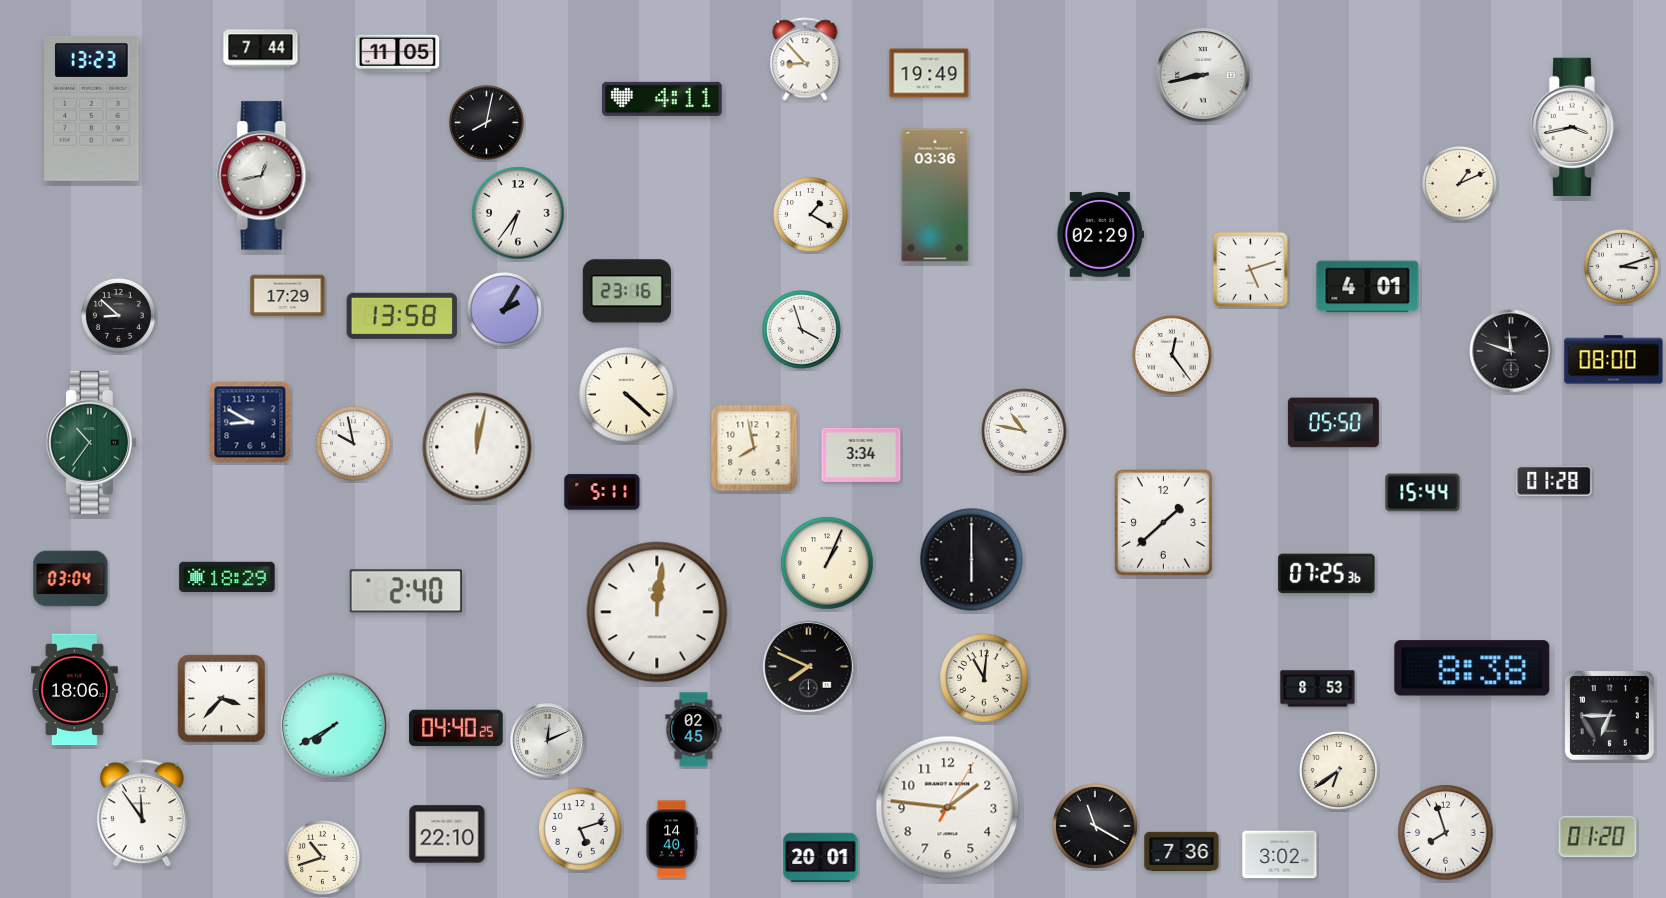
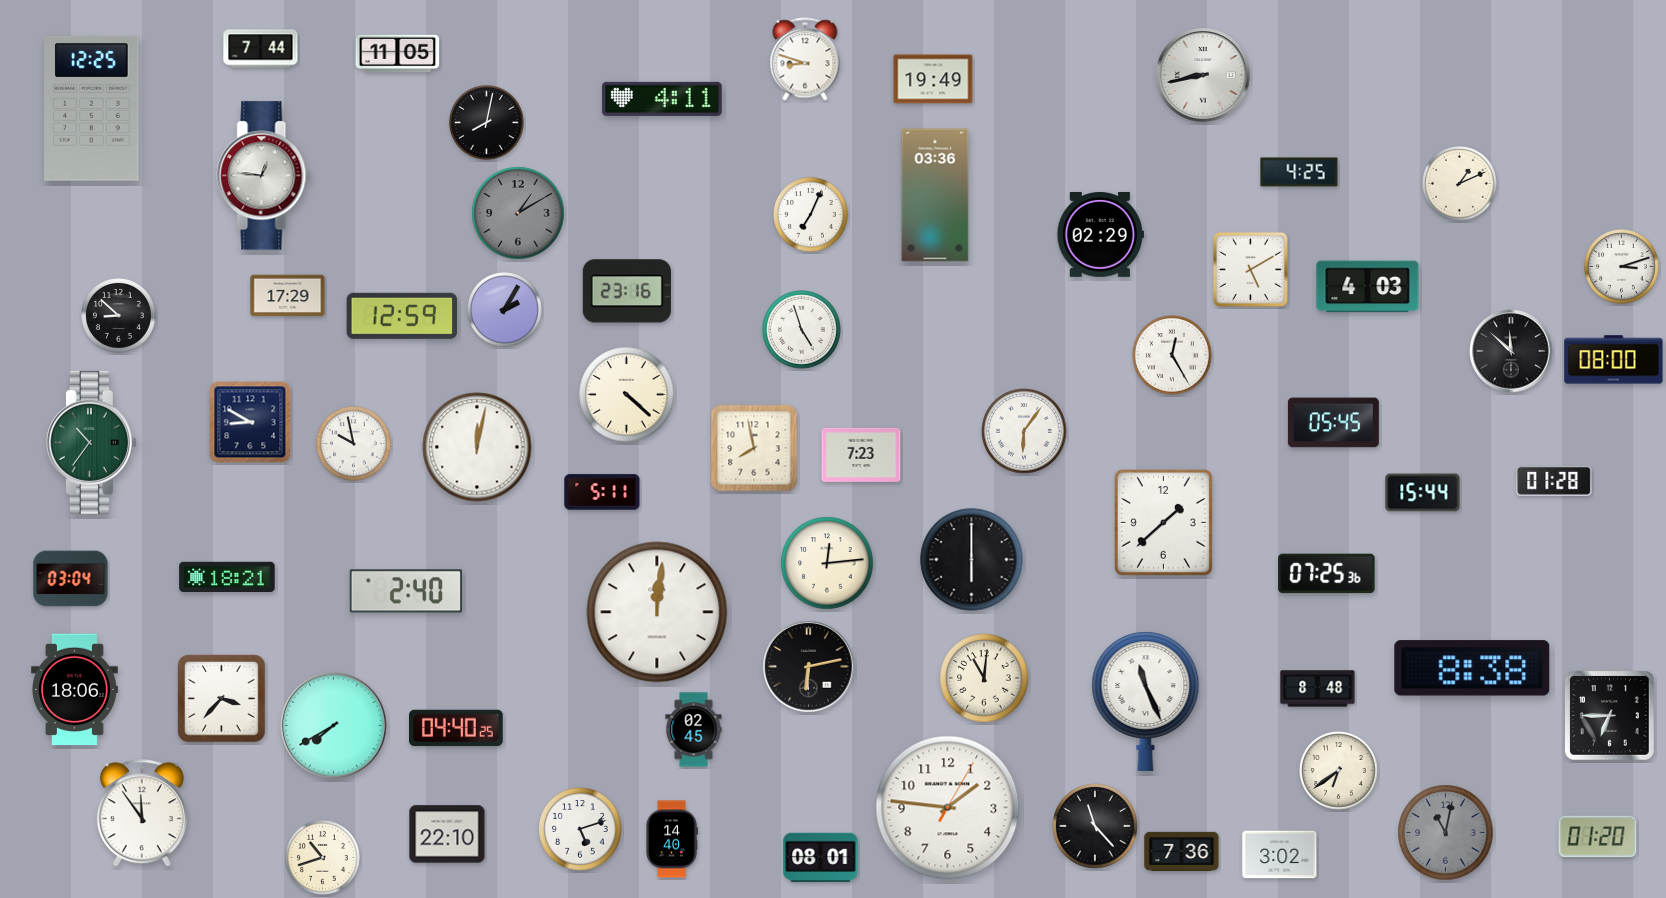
clock at (805, 59): 8:53 -> 8:48
clock at (929, 73) position: (929, 73) -> (933, 79)
clock at (92, 108): 13:23 -> 12:25
clock at (1574, 126): 3:43 -> none
clock at (1299, 172): none -> 4:25
clock at (264, 176): 12:43 -> 12:46
clock at (518, 213): 6:36 -> 1:10
clock at (518, 213) dial: white -> grey
clock at (811, 215): 1:20 -> 7:04
clock at (1250, 269): 5:12 -> 5:10
clock at (1368, 287): 4:01 -> 4:03
clock at (402, 316): 13:58 -> 12:59
clock at (802, 330): 3:57 -> 4:57
clock at (1511, 351): 11:48 -> 11:52
clock at (1172, 355): 12:24 -> 12:25
clock at (1333, 423): 05:50 -> 05:45
clock at (1024, 431): 10:47 -> 6:06
clock at (861, 455): 3:34 -> 7:23
clock at (827, 563): 1:04 -> 12:14
clock at (227, 576): 18:29 -> 18:21
clock at (809, 667): 7:49 -> 6:13
clock at (1318, 689): 8:53 -> 8:48
clock at (1146, 701): none -> 11:26
clock at (548, 741): 12:11 -> none
clock at (1095, 826): 11:20 -> 11:23
clock at (1446, 833): 7:57 -> 11:02
clock at (1446, 833) dial: white -> grey
clock at (821, 858): 20:01 -> 08:01
